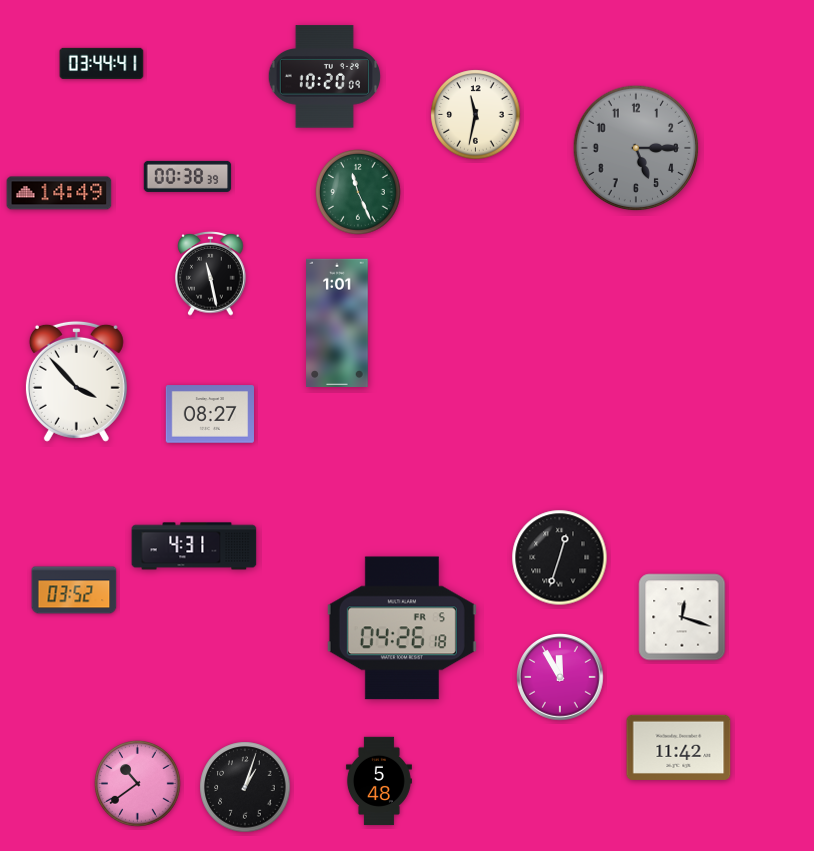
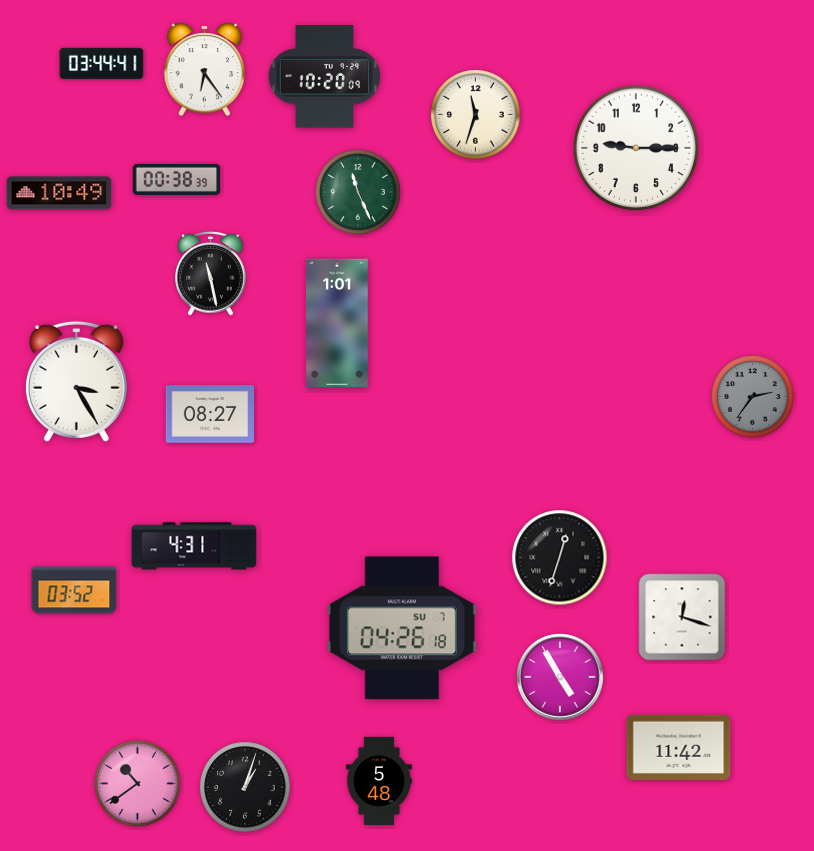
clock at (205, 70): none -> 6:24
clock at (476, 115): 11:32 -> 11:33
clock at (636, 148): 5:15 -> 9:15
clock at (636, 148) dial: grey -> white
clock at (188, 176) position: (188, 176) -> (177, 179)
clock at (59, 193): 14:49 -> 10:49
clock at (76, 381): 3:53 -> 3:25
clock at (752, 396): none -> 2:36
clock at (402, 628) date: FR 5 -> SU 7
clock at (560, 677): 11:55 -> 4:55
